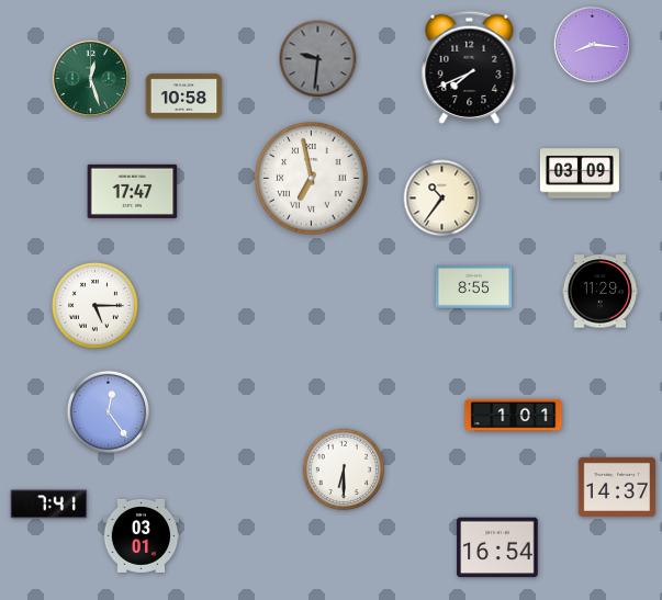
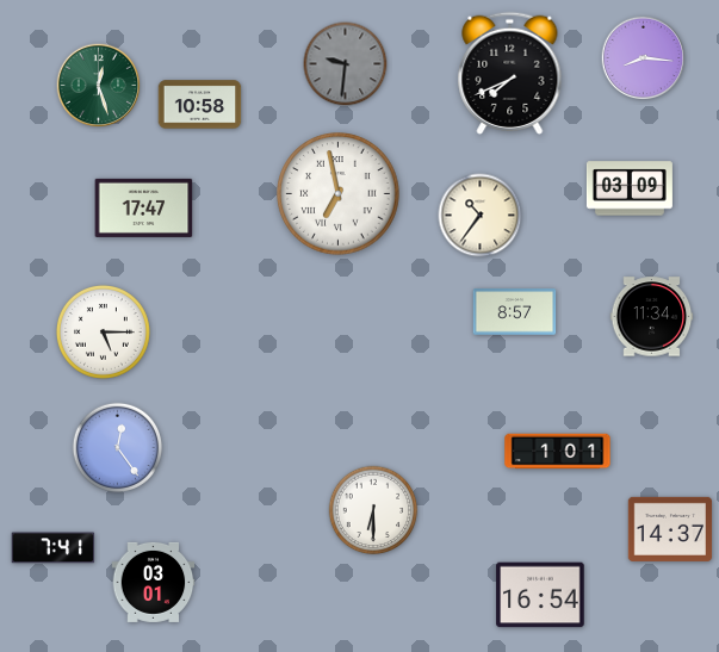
clock at (593, 45) position: (593, 45) -> (644, 58)
clock at (474, 287): 8:55 -> 8:57
clock at (601, 292): 11:29 -> 11:34
